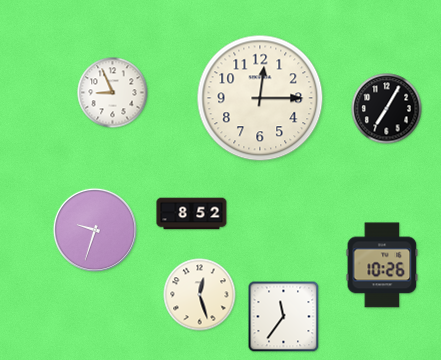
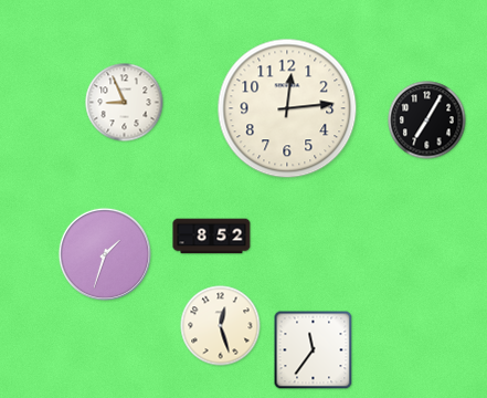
clock at (260, 98): 12:15 -> 12:14
clock at (95, 230): 9:33 -> 1:33
clock at (382, 265): 10:26 -> none
